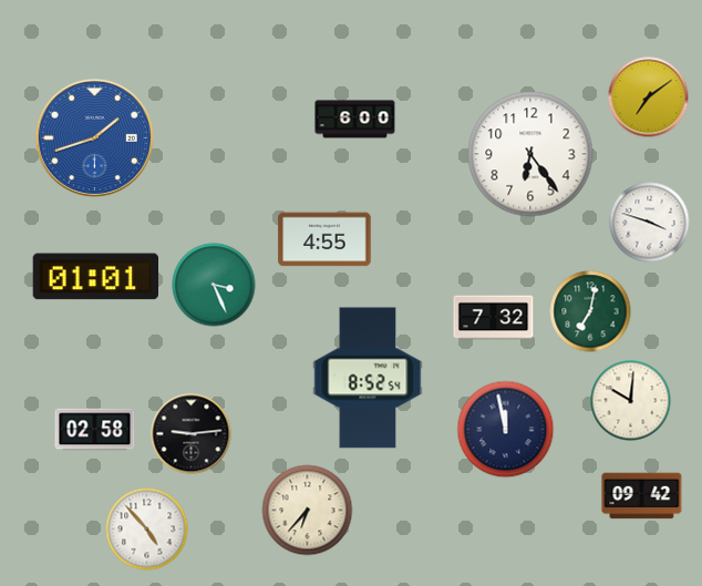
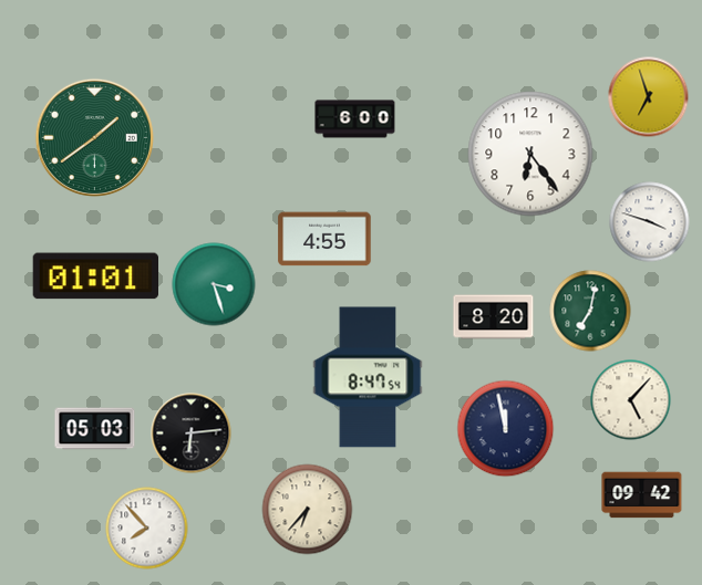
clock at (649, 97): 7:09 -> 6:57
clock at (94, 137): 1:42 -> 1:39
clock at (94, 137) dial: blue -> green
clock at (214, 285): 3:26 -> 3:27
clock at (494, 318): 7:32 -> 8:20
clock at (368, 378): 8:52 -> 8:47
clock at (631, 401): 10:01 -> 5:07
clock at (95, 430): 02:58 -> 05:03
clock at (192, 434): 9:14 -> 6:14
clock at (147, 530): 4:53 -> 7:53
